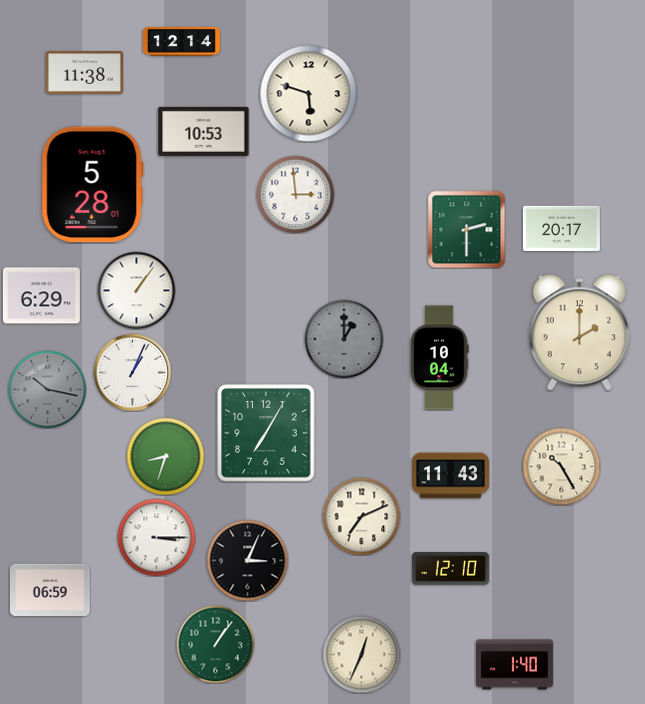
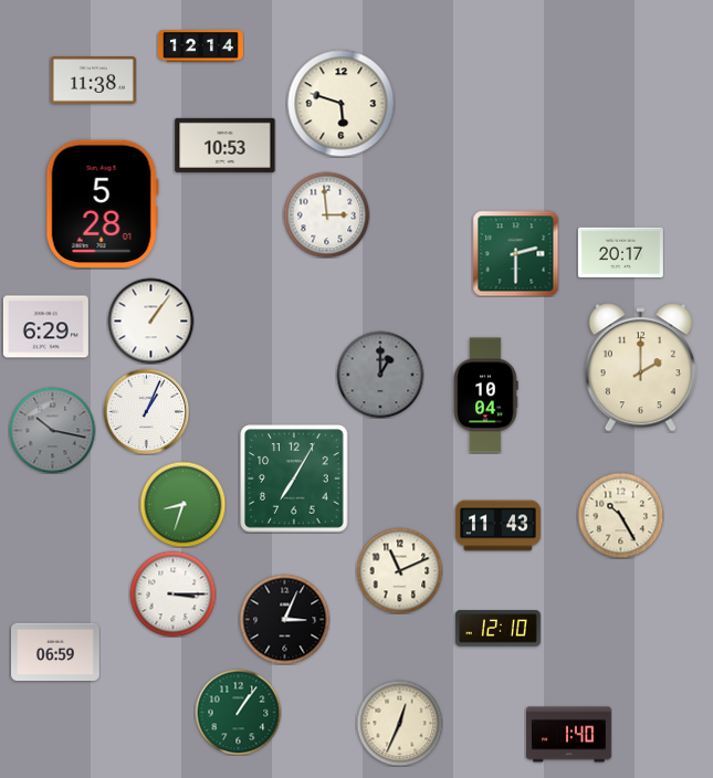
clock at (361, 516): 7:11 -> 11:11
clock at (247, 560) position: (247, 560) -> (284, 619)
